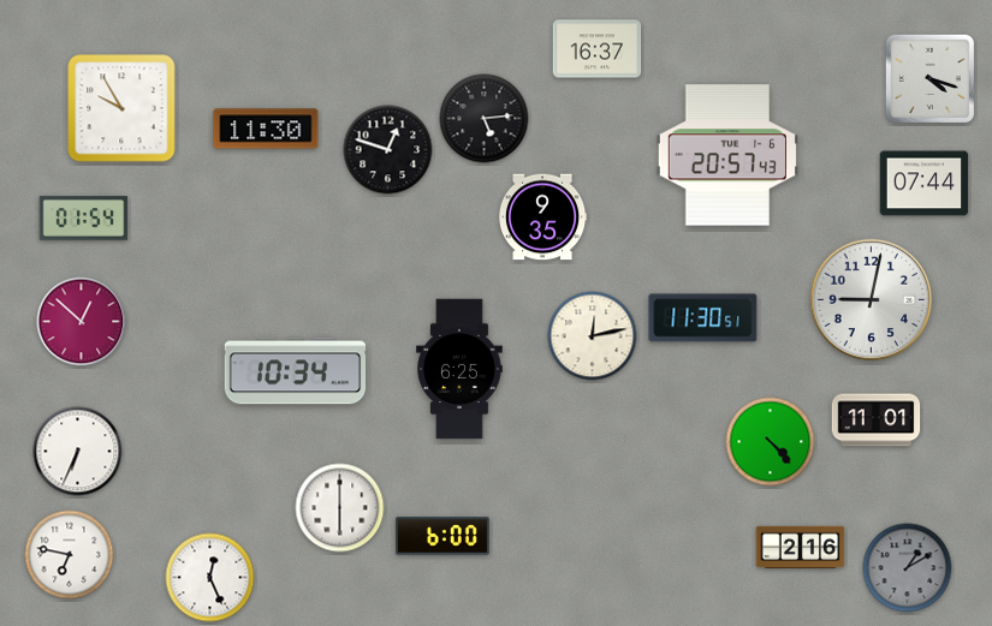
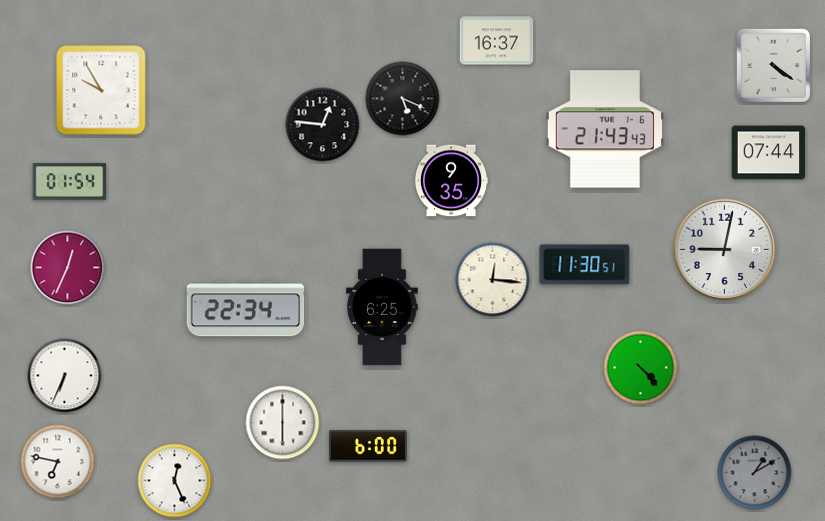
clock at (931, 79): 4:18 -> 4:21
clock at (485, 119): 5:14 -> 5:19
clock at (266, 129): 11:30 -> none
clock at (388, 150): 12:48 -> 12:46
clock at (727, 155): 20:57 -> 21:43
clock at (82, 322): 12:52 -> 12:34
clock at (593, 336): 12:13 -> 12:16
clock at (296, 371): 10:34 -> 22:34
clock at (877, 421): 11:01 -> none
clock at (801, 547): 2:16 -> none
